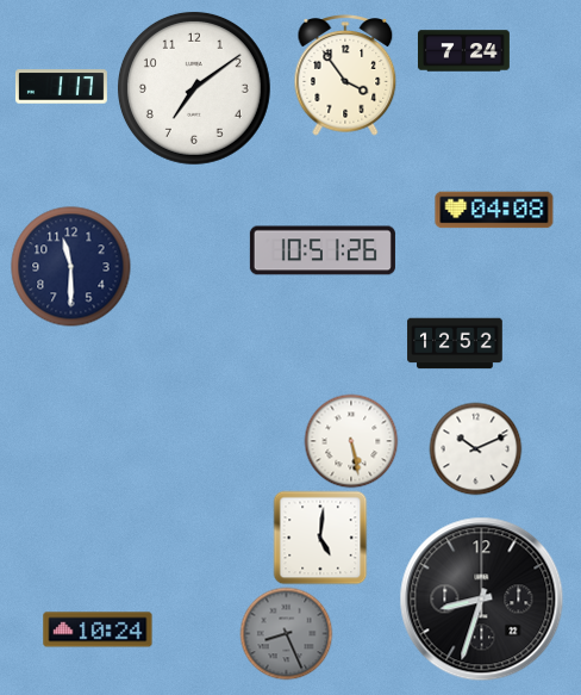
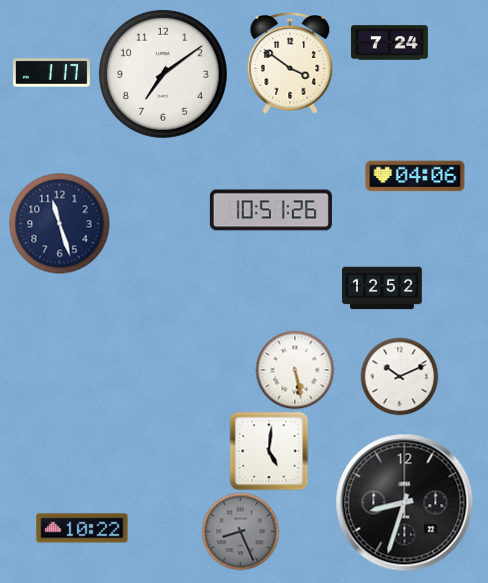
clock at (345, 75): 3:54 -> 3:51
clock at (494, 210): 04:08 -> 04:06
clock at (71, 267): 11:30 -> 11:27
clock at (98, 629): 10:24 -> 10:22
